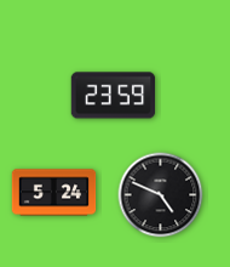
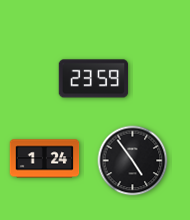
clock at (54, 193): 5:24 -> 1:24
clock at (161, 195): 4:49 -> 4:54
